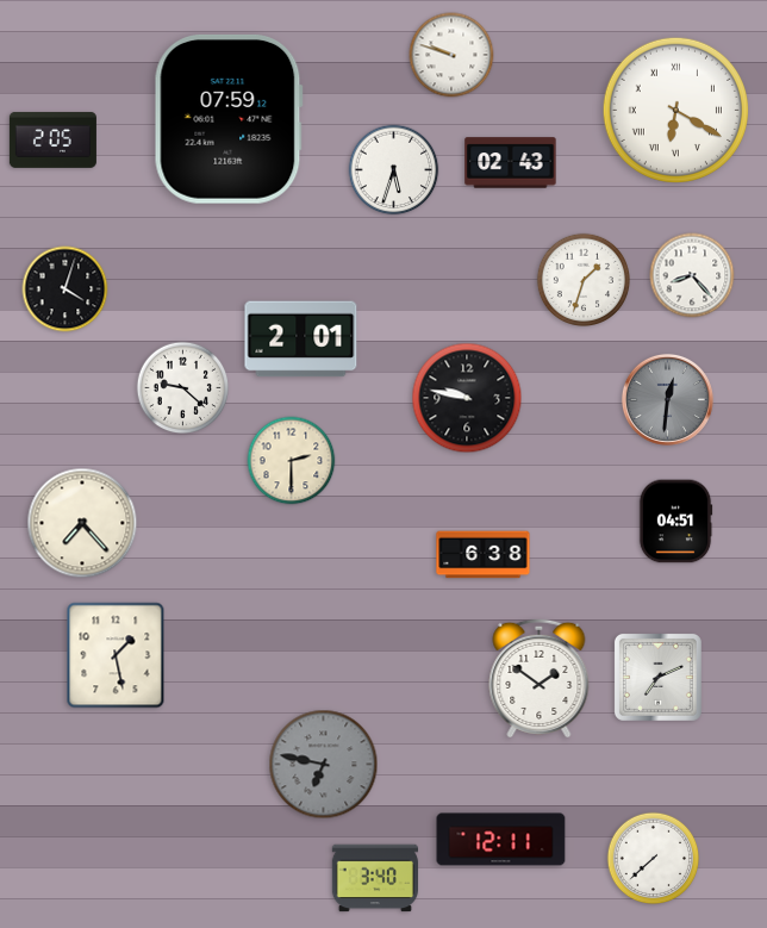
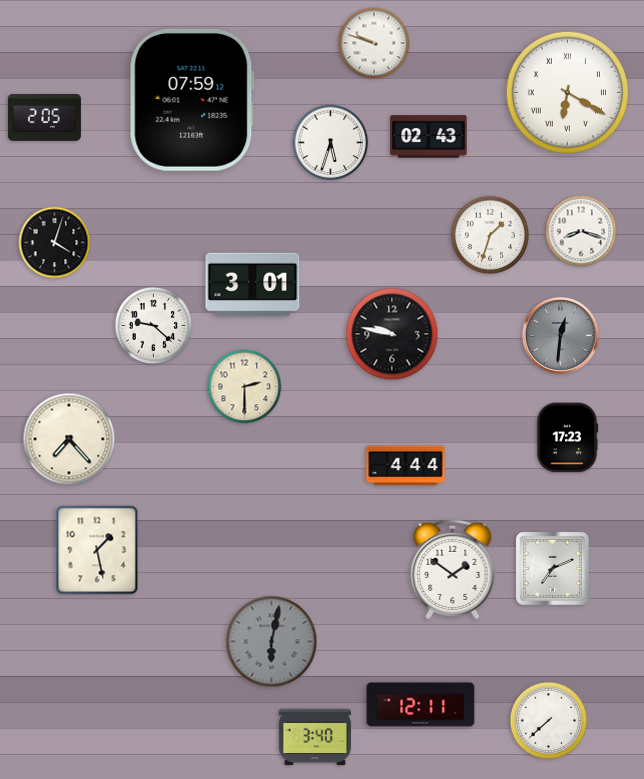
clock at (451, 55) position: (451, 55) -> (374, 43)
clock at (692, 275): 8:23 -> 8:18
clock at (301, 340): 2:01 -> 3:01
clock at (675, 522): 04:51 -> 17:23
clock at (484, 555): 6:38 -> 4:44
clock at (324, 765): 6:47 -> 6:02
